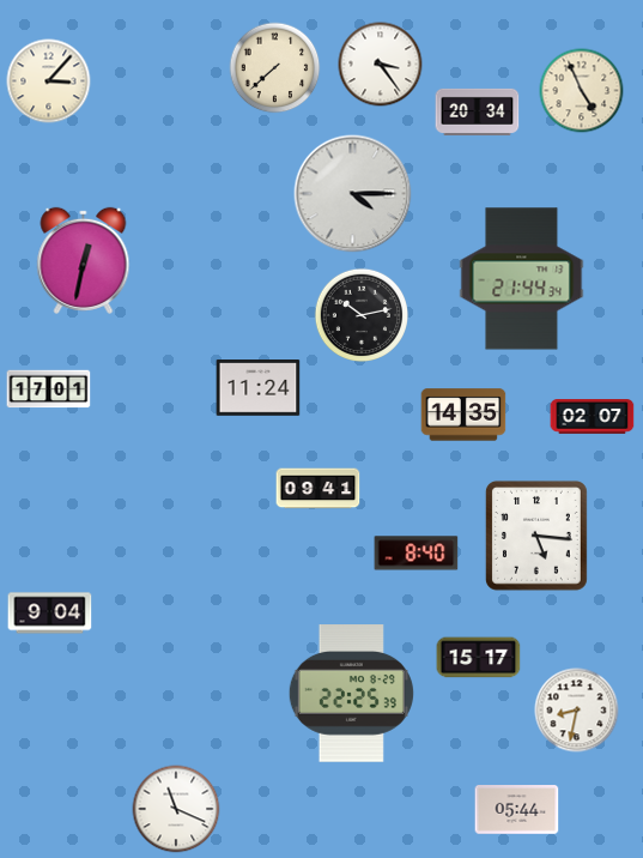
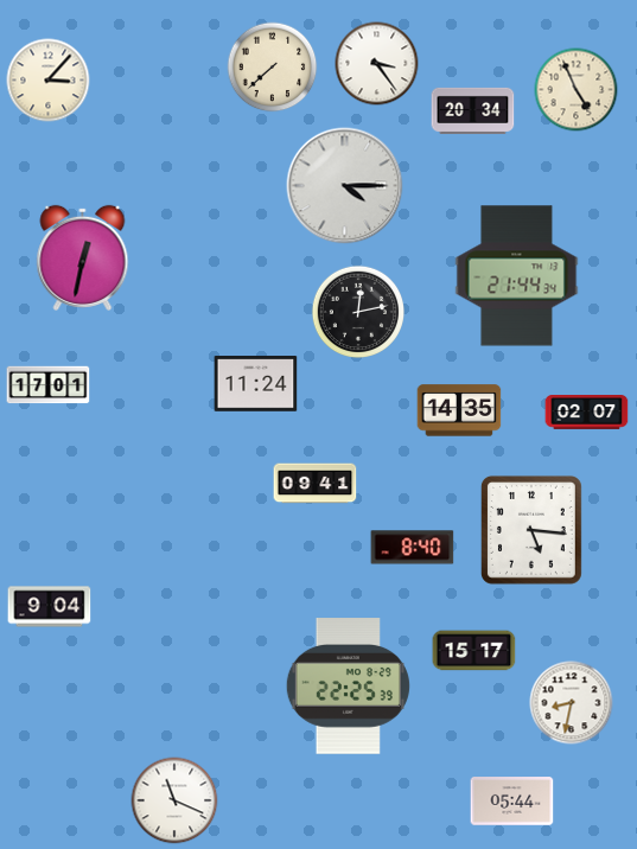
clock at (353, 194) position: (353, 194) -> (345, 186)
clock at (360, 314): 10:13 -> 12:13
